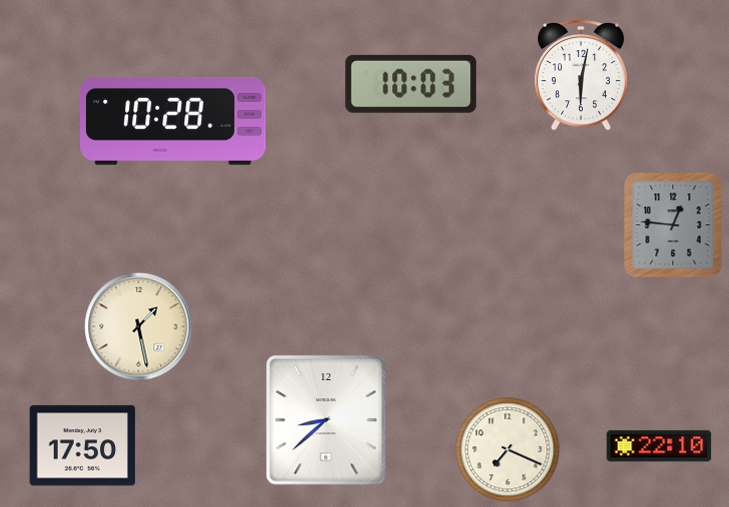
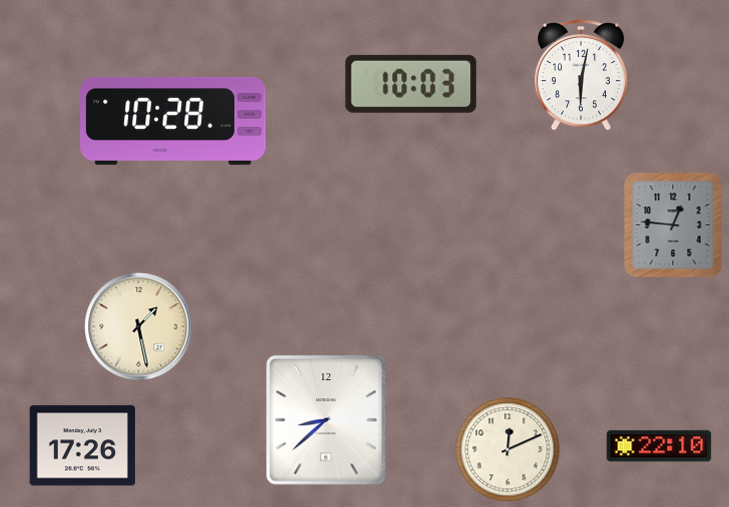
clock at (83, 446): 17:50 -> 17:26
clock at (508, 450): 7:19 -> 12:11
